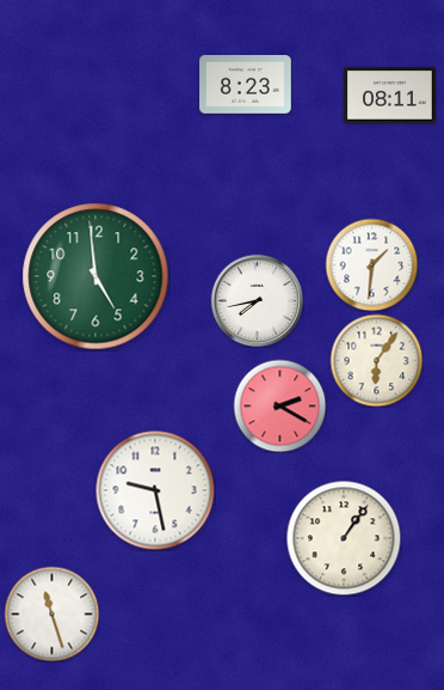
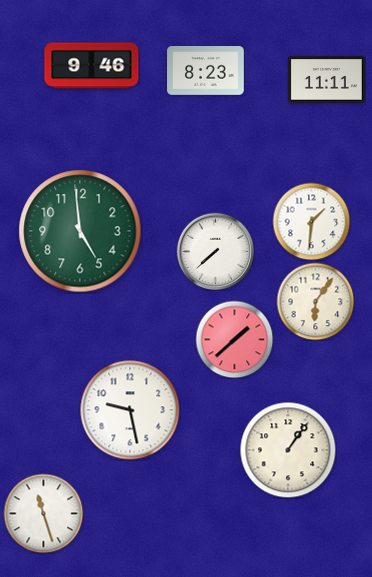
clock at (92, 66): none -> 9:46
clock at (390, 96): 08:11 -> 11:11
clock at (257, 300): 7:43 -> 7:38
clock at (279, 405): 2:20 -> 1:38
